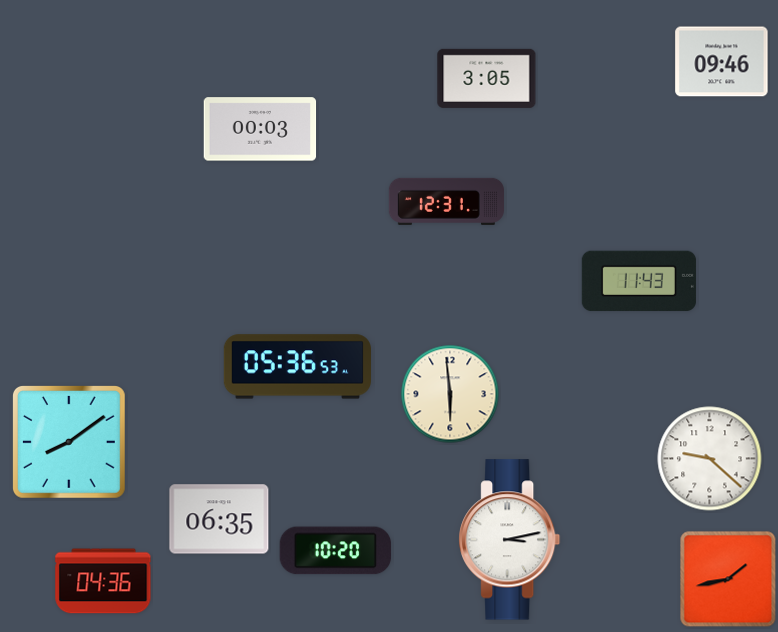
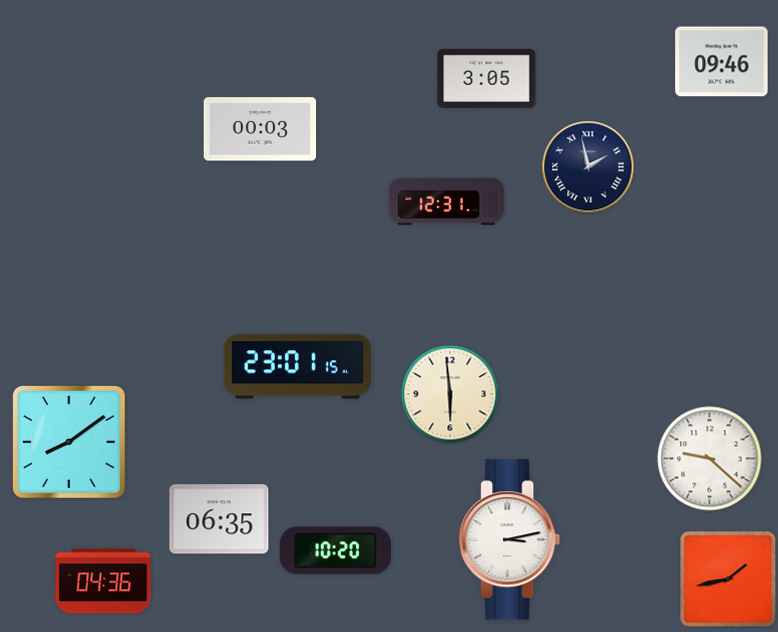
clock at (588, 167): none -> 1:58
clock at (639, 281): 11:43 -> none
clock at (297, 367): 05:36 -> 23:01
